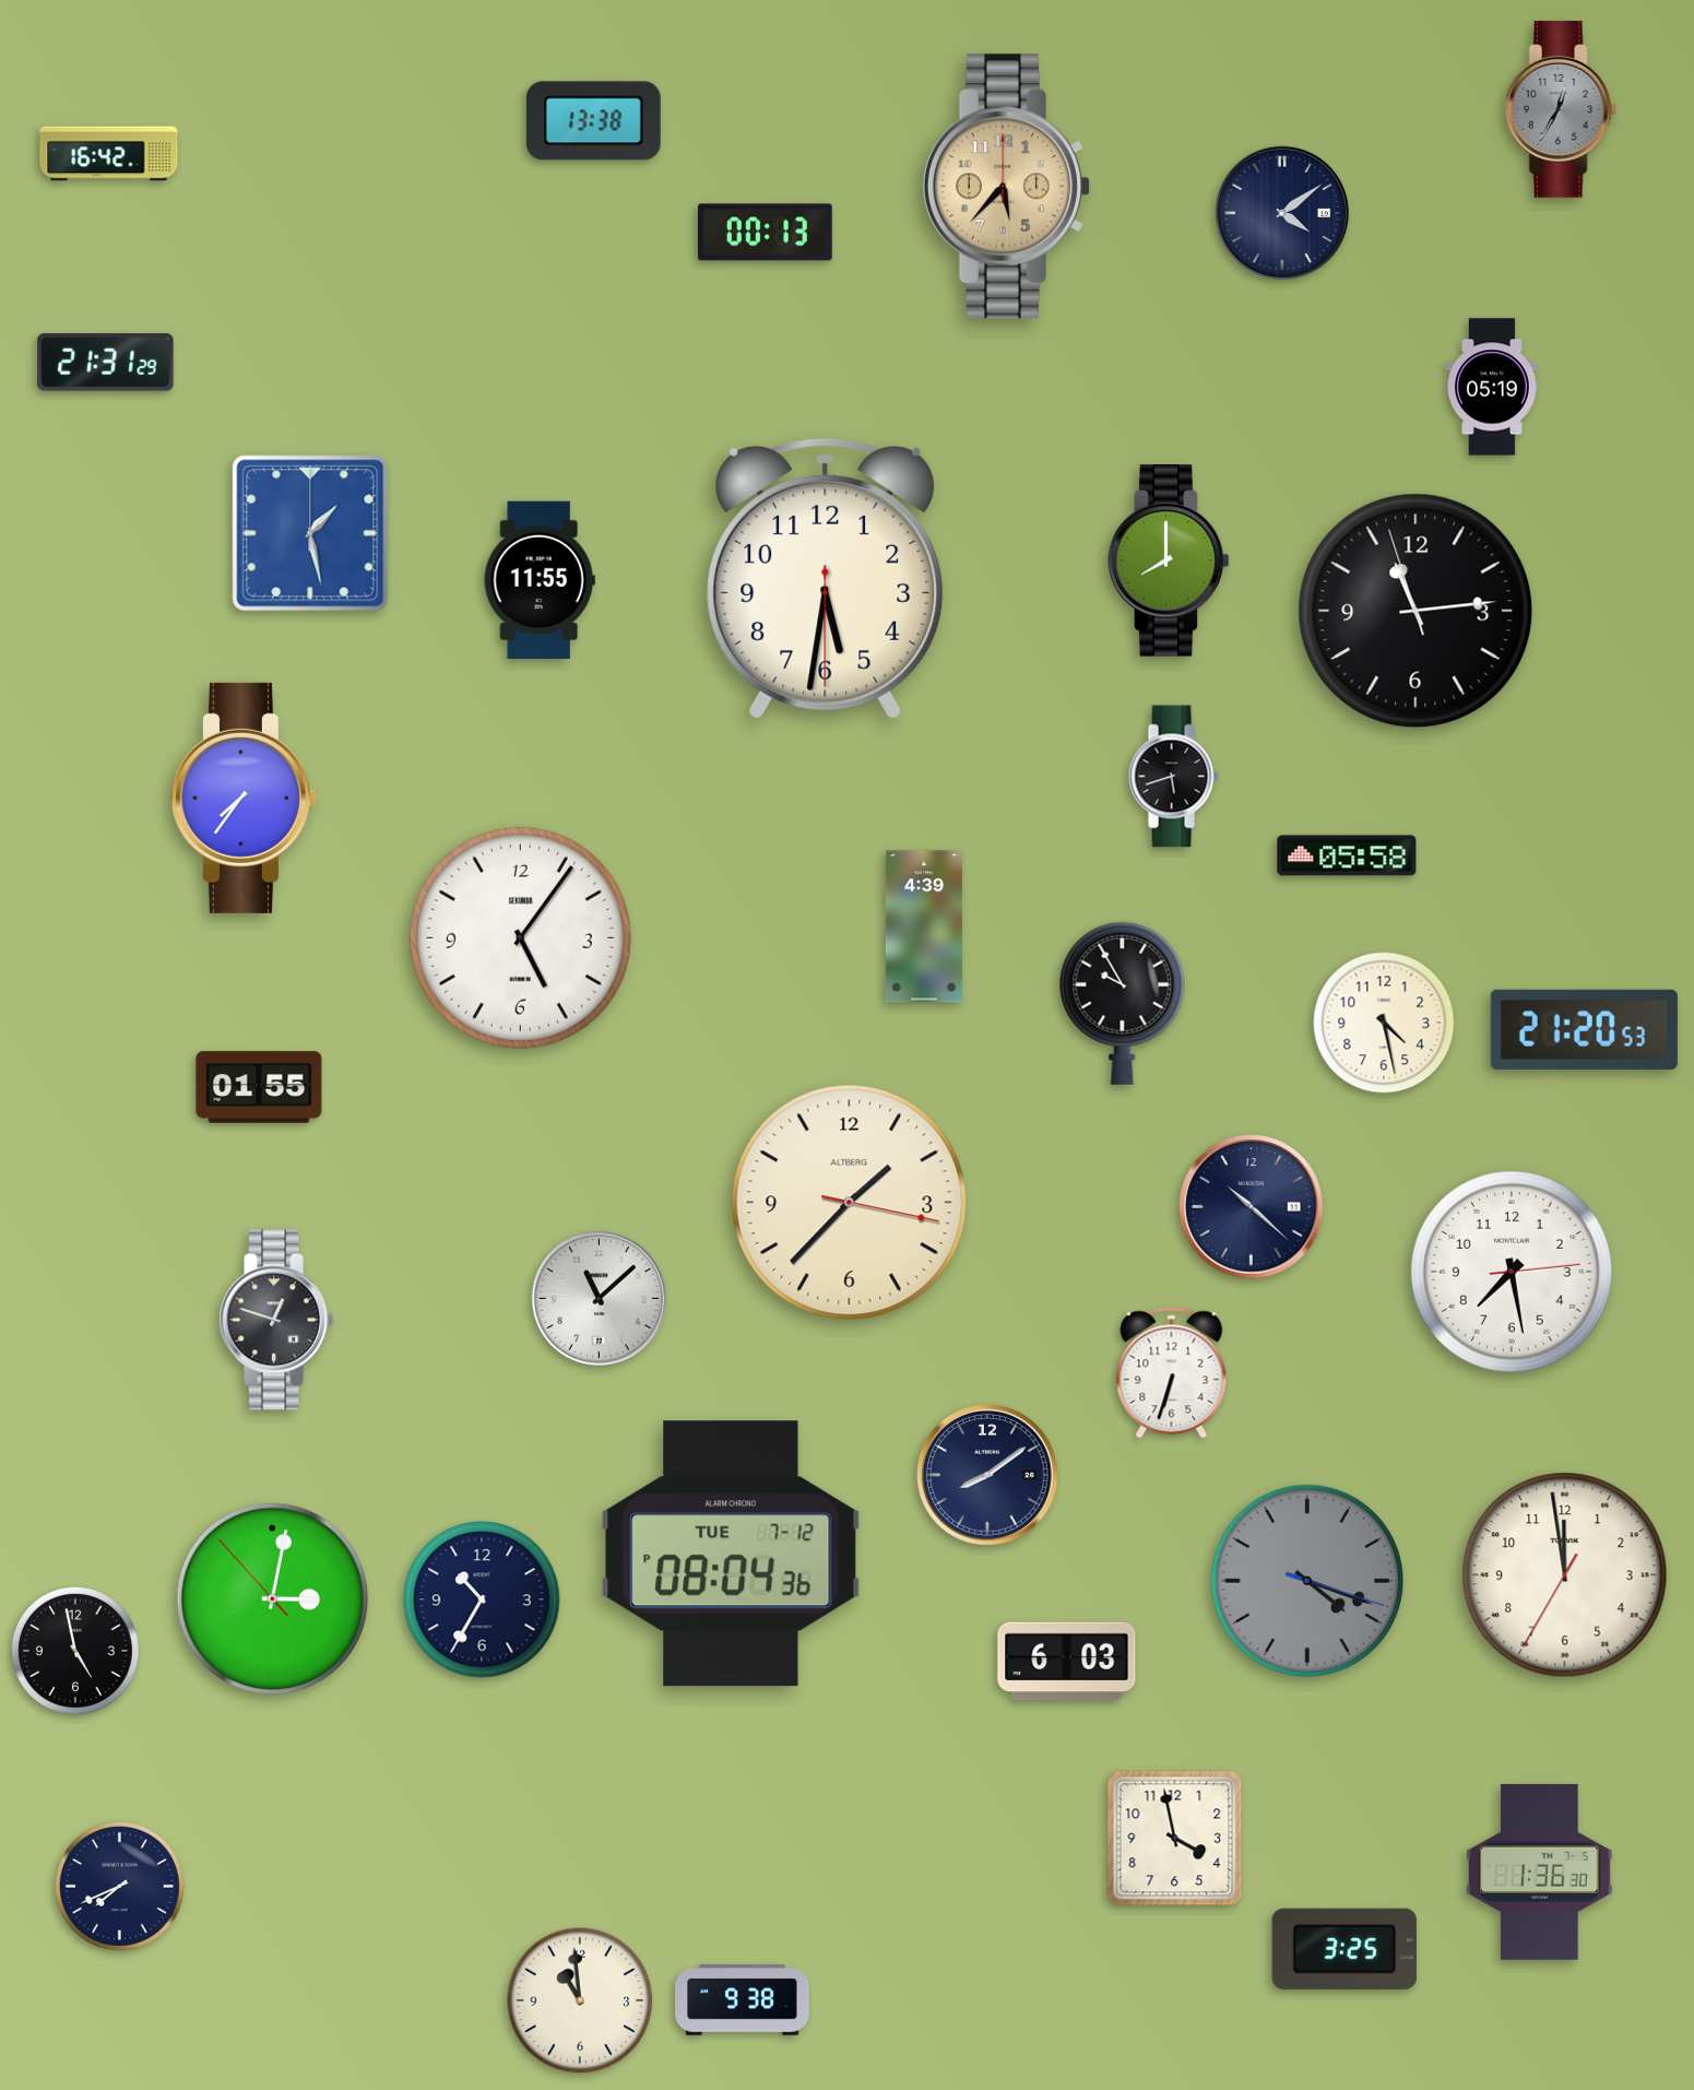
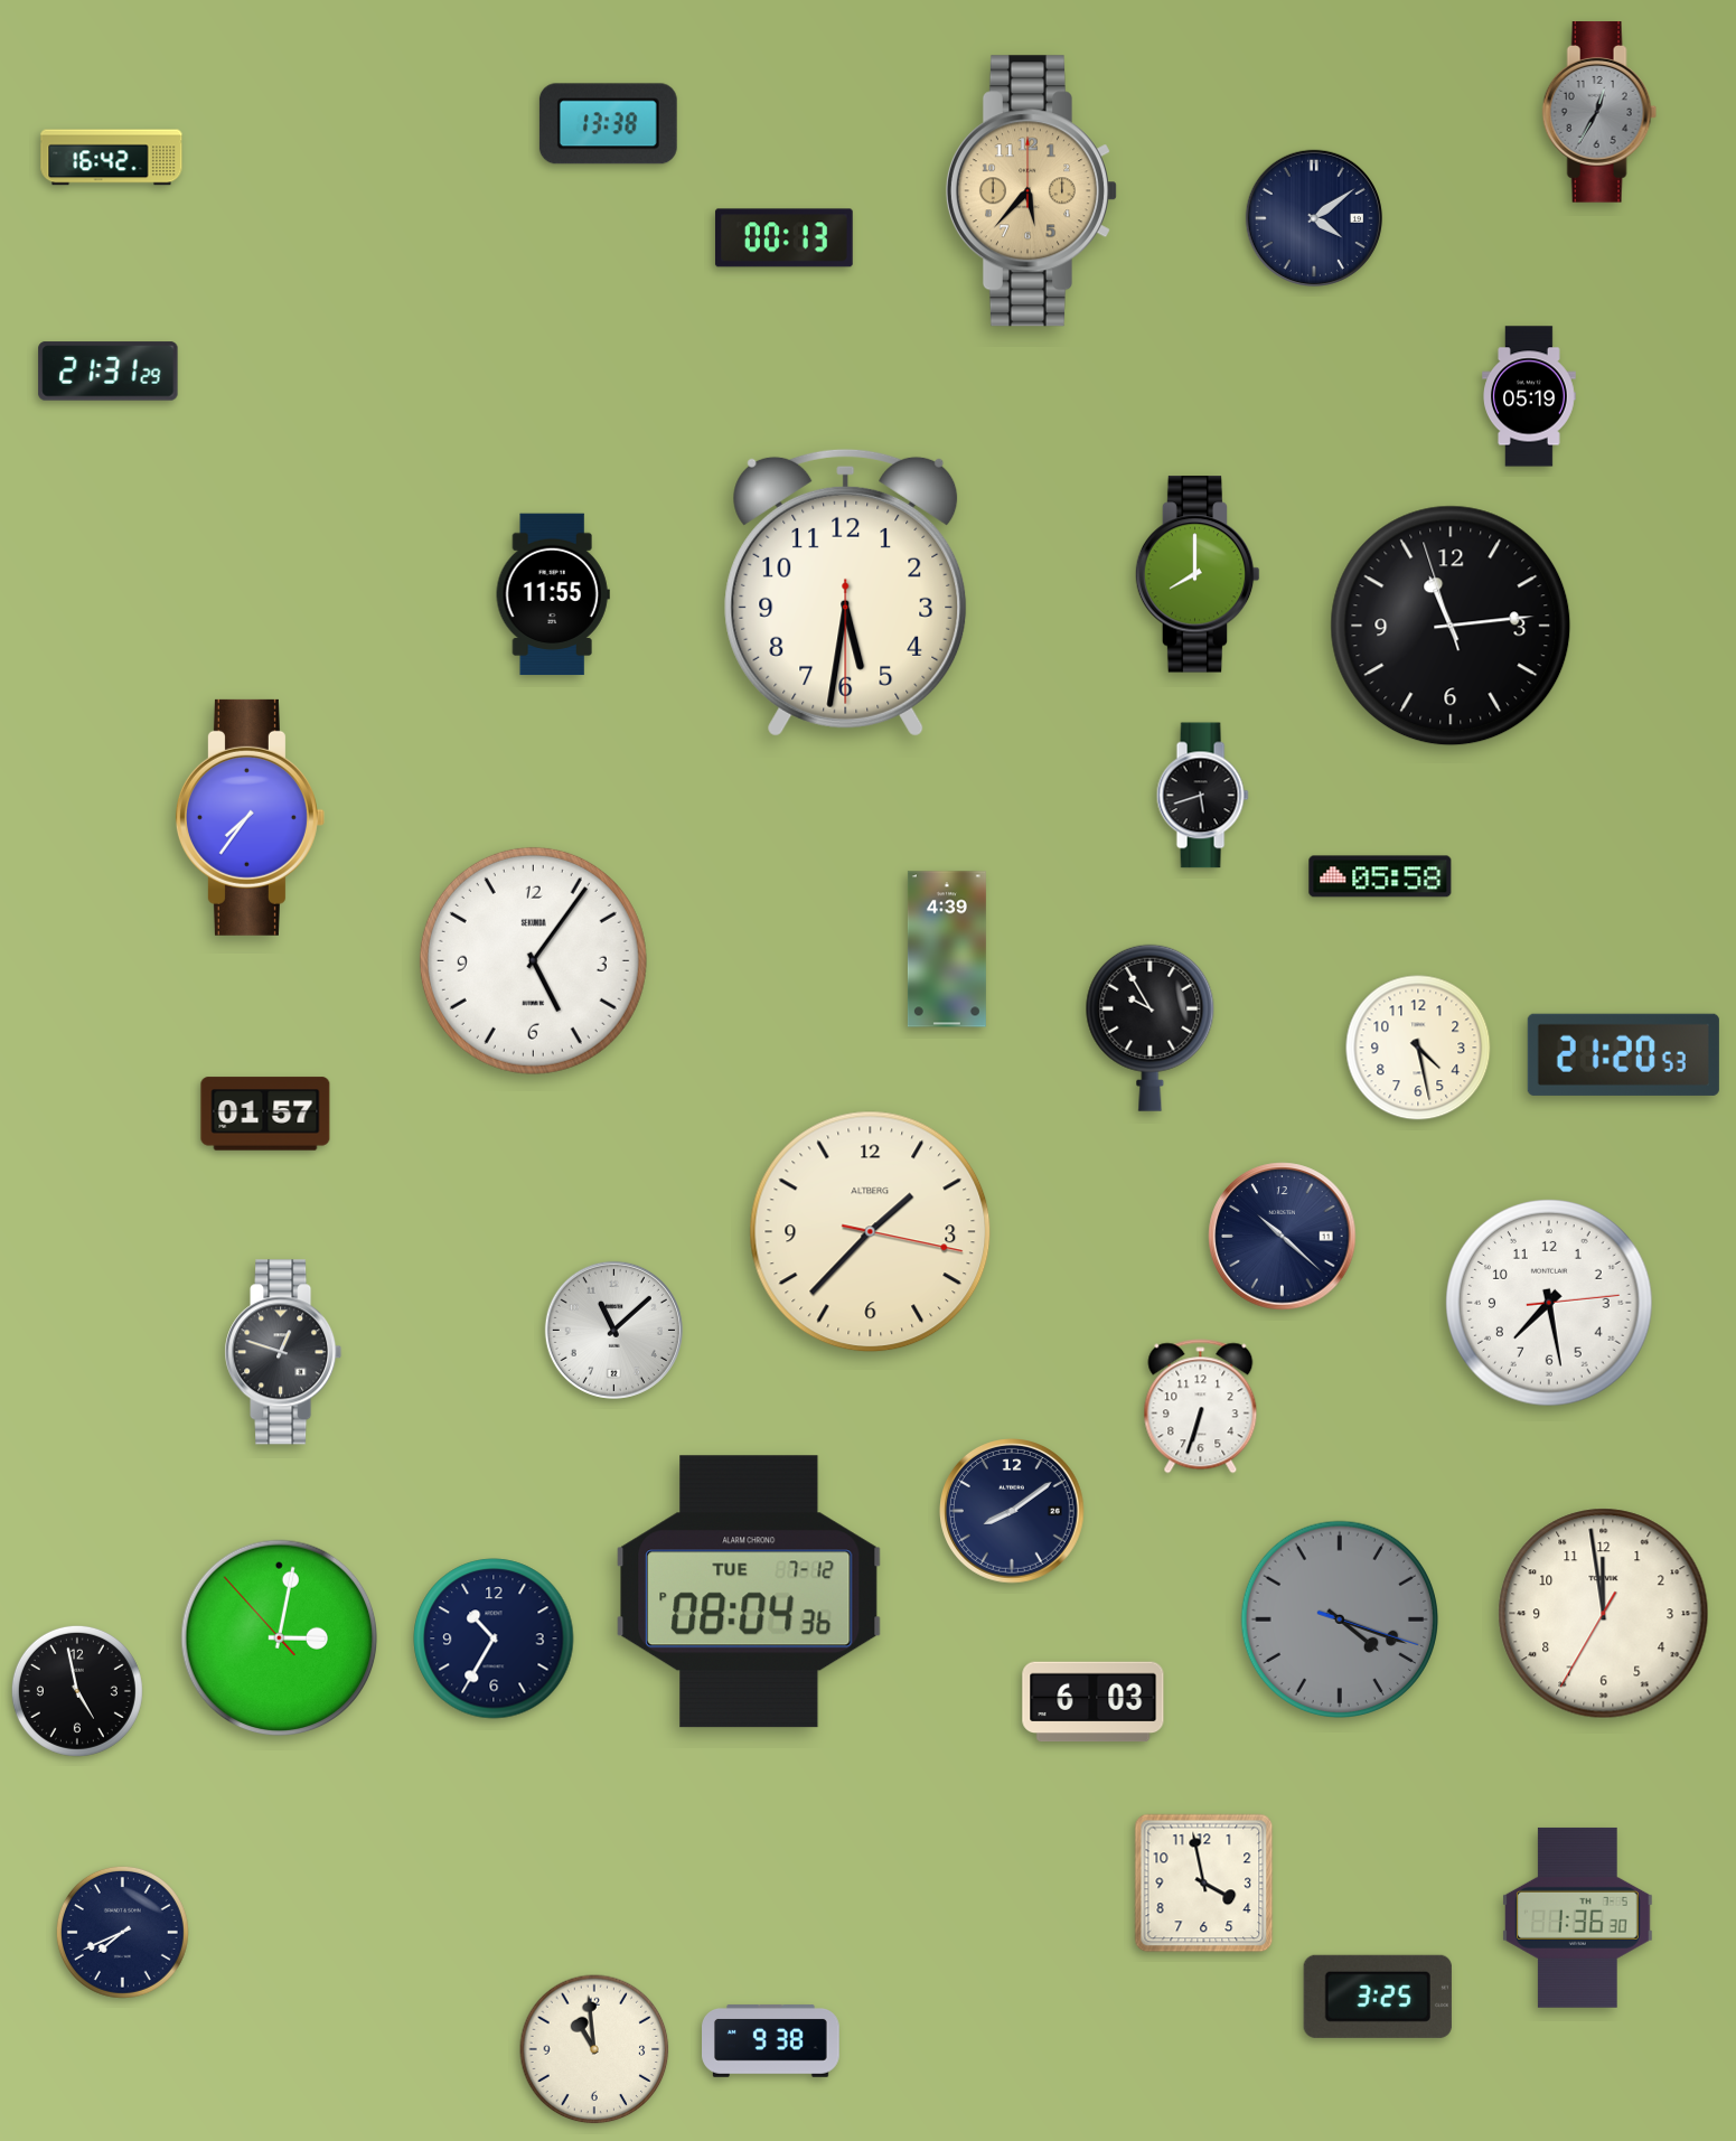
clock at (310, 533): 1:28 -> none
clock at (259, 1087): 01:55 -> 01:57
clock at (743, 2000) position: (743, 2000) -> (771, 2041)
